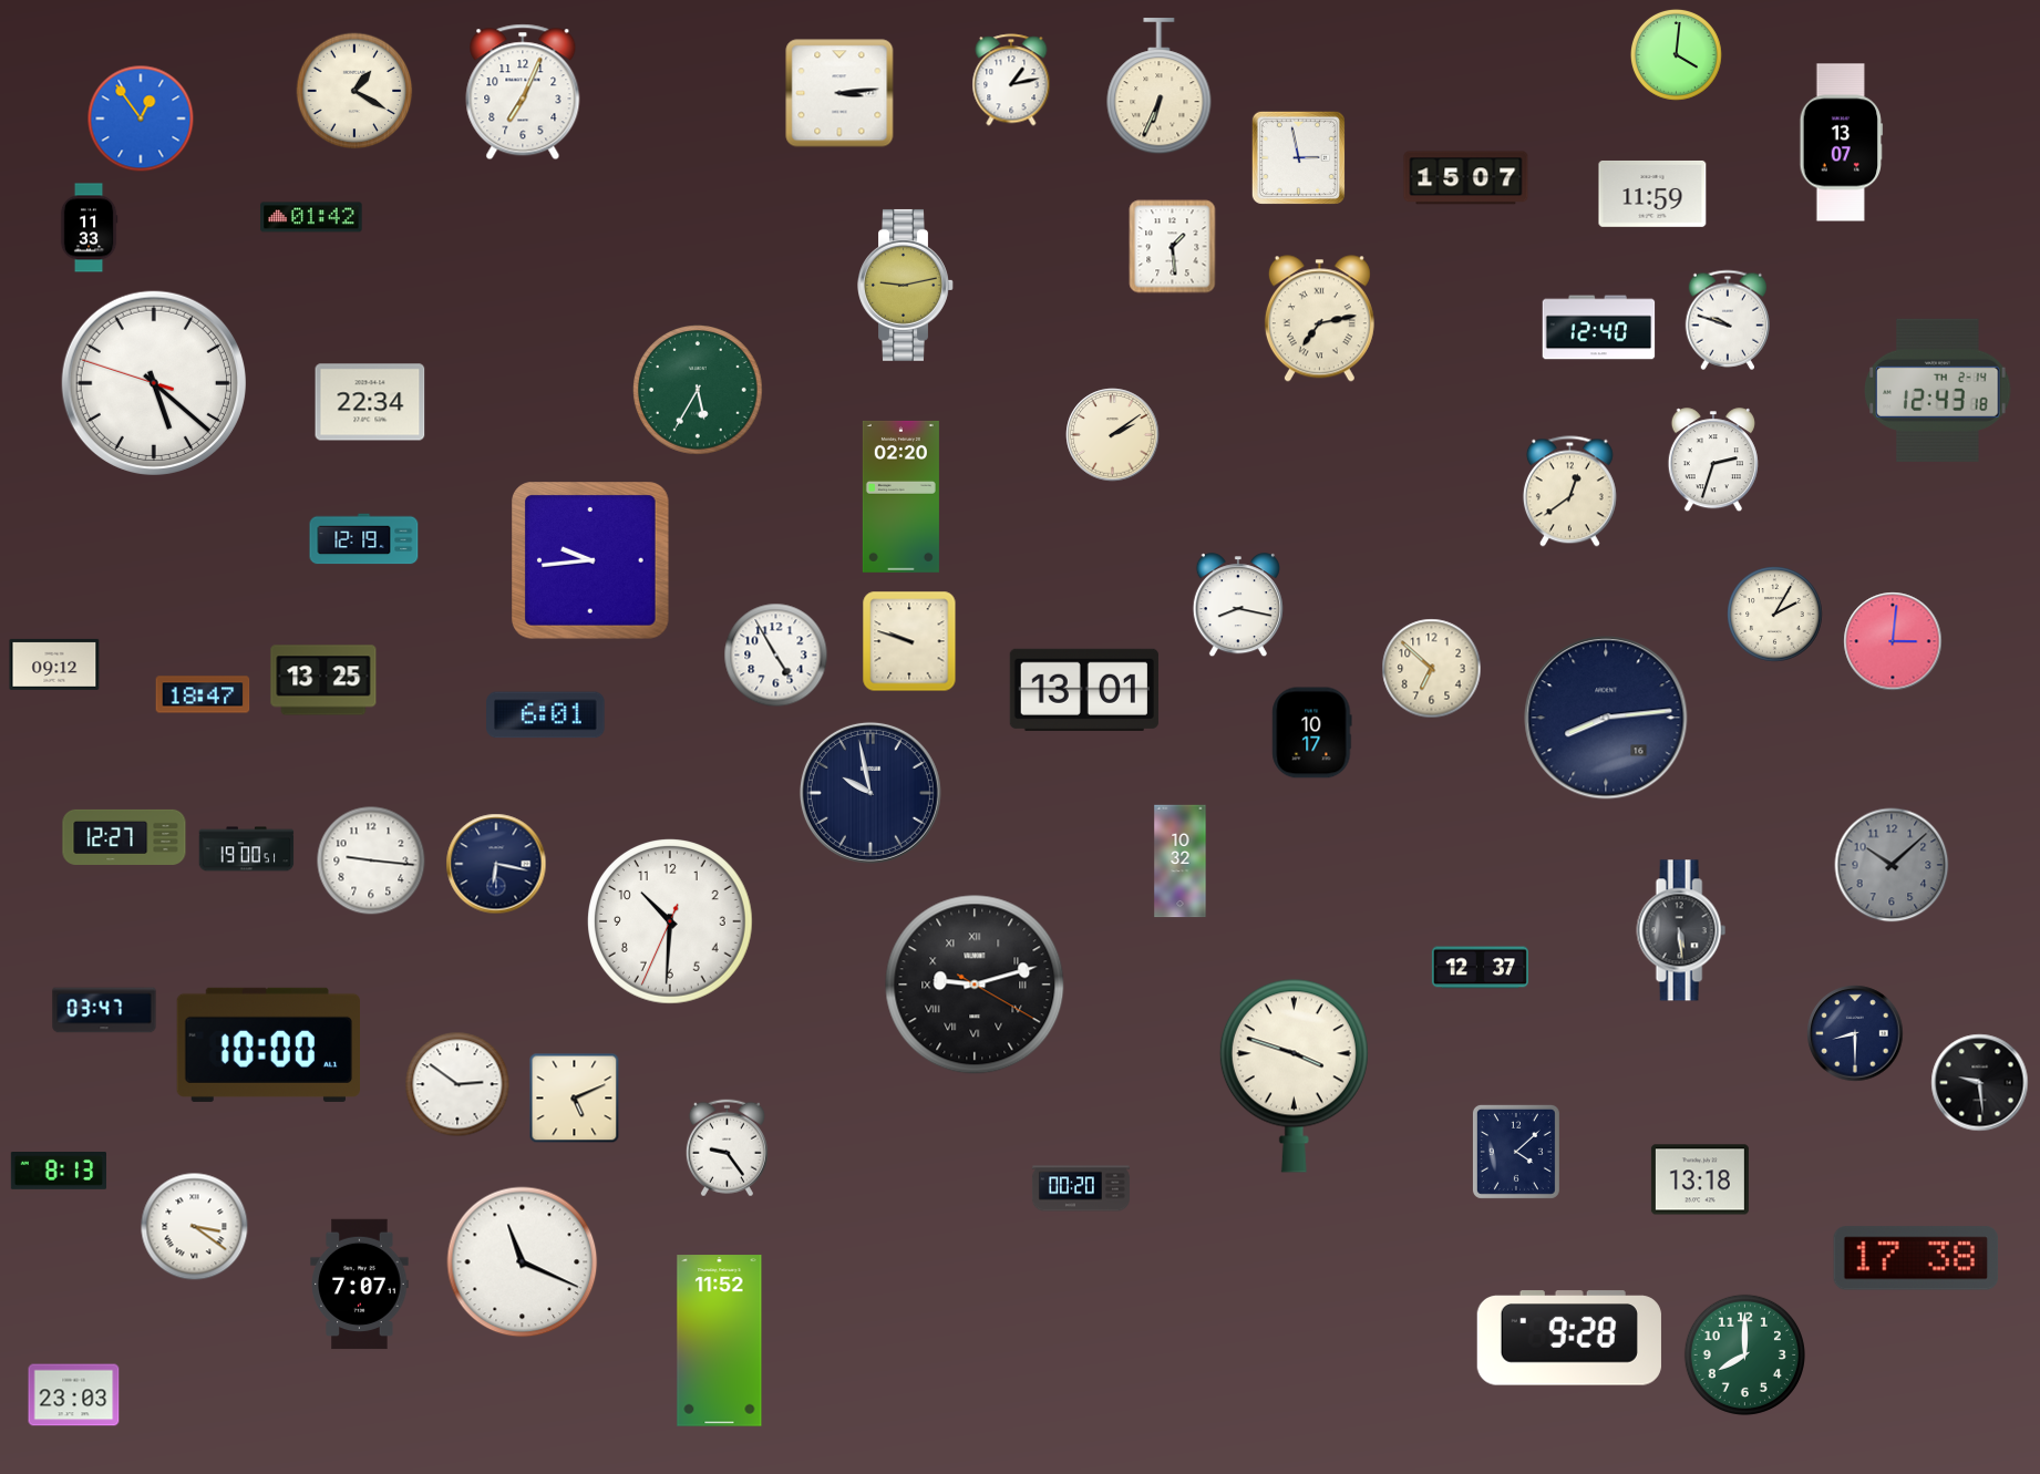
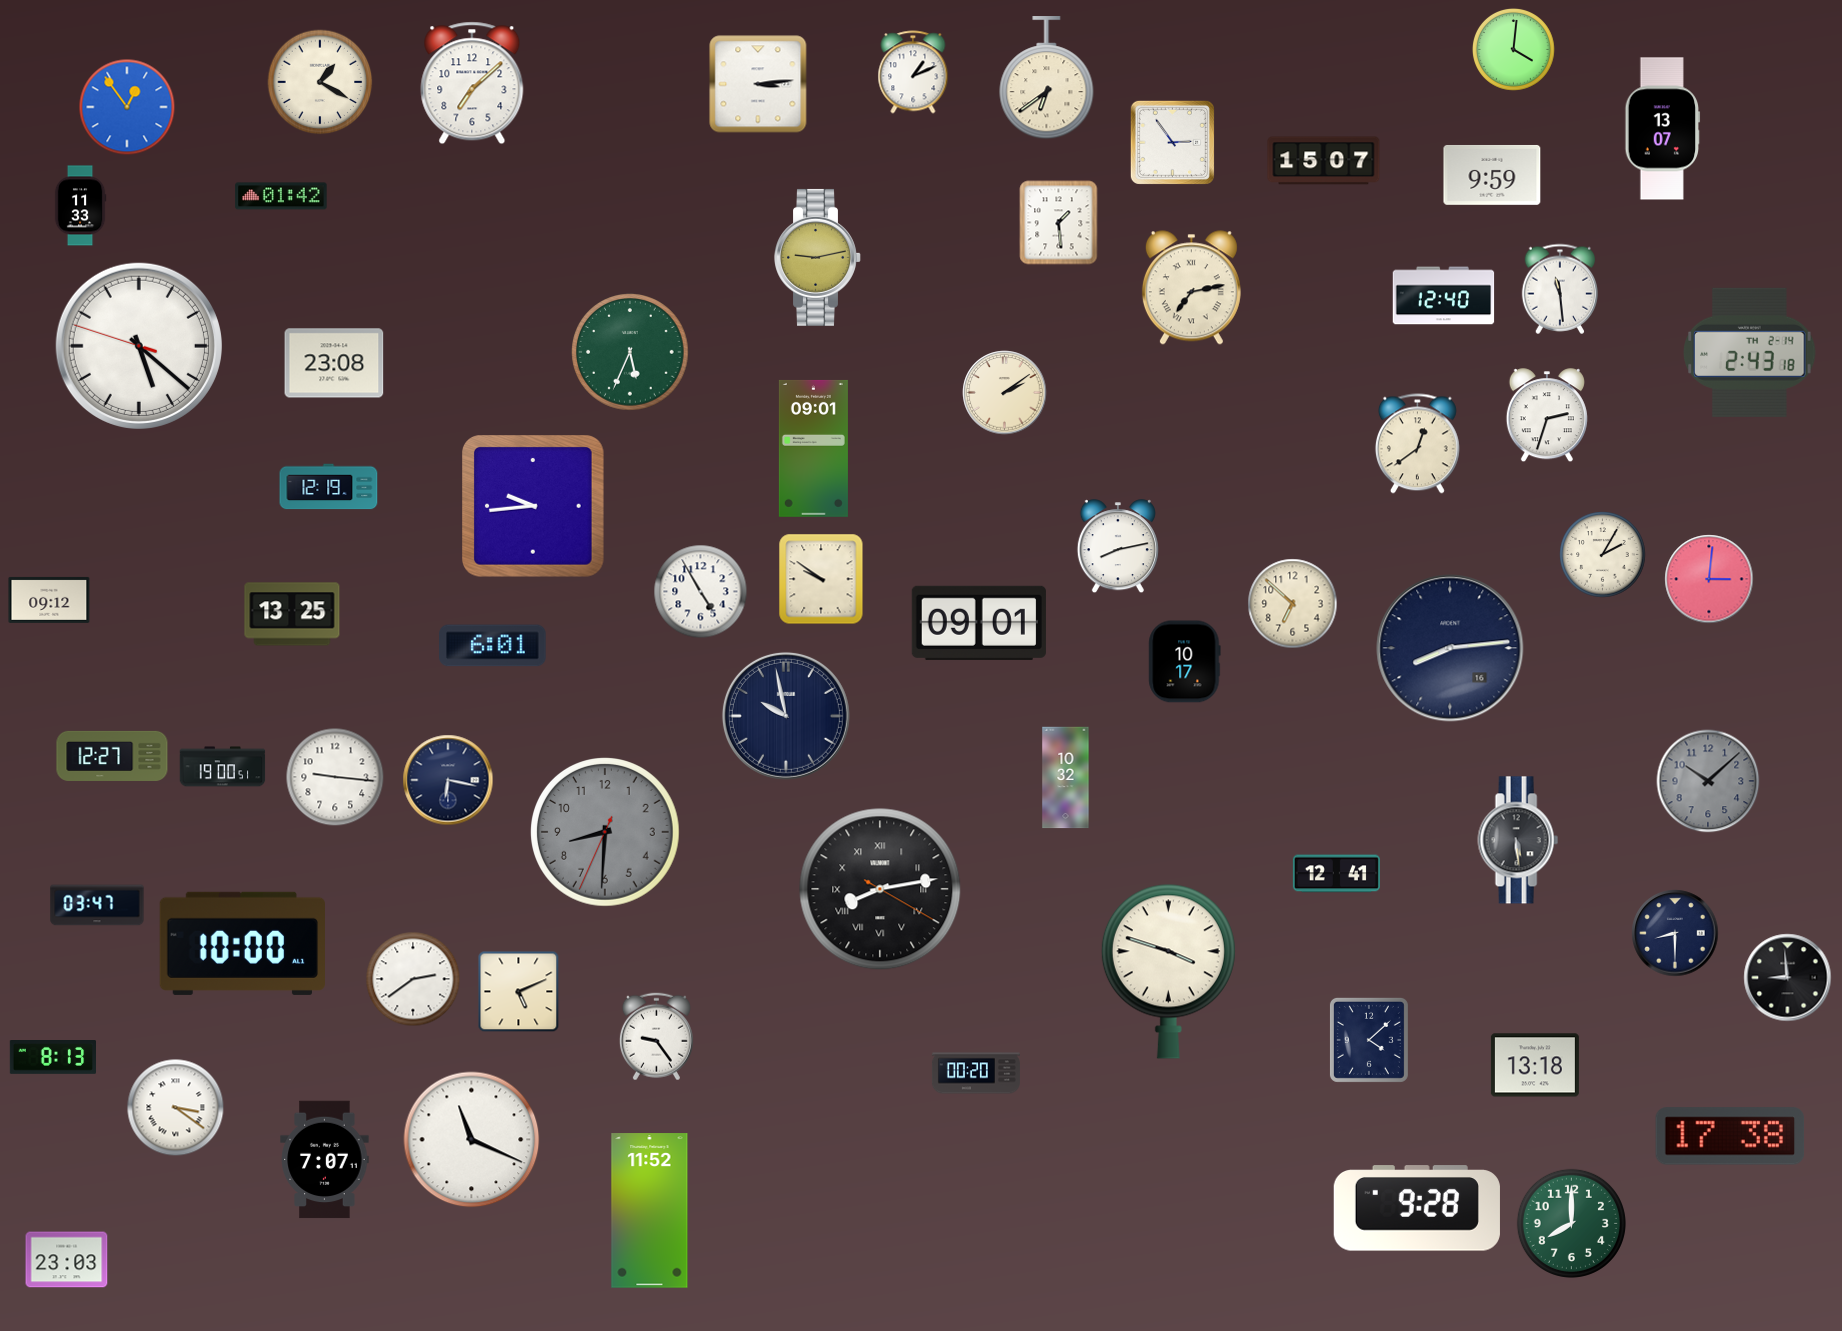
clock at (1011, 80): 1:13 -> 1:11
clock at (1160, 86): 6:34 -> 6:39
clock at (523, 92): 7:04 -> 7:08
clock at (1298, 157): 2:58 -> 2:54
clock at (1652, 194): 11:59 -> 9:59
clock at (1727, 320): 9:48 -> 11:29
clock at (698, 390): 5:35 -> 5:34
clock at (1938, 390): 12:43 -> 2:43
clock at (370, 402): 22:34 -> 23:08
clock at (900, 496): 02:20 -> 09:01
clock at (1238, 606): 8:17 -> 8:13
clock at (909, 641): 9:48 -> 9:51
clock at (1084, 690): 13:01 -> 09:01
clock at (203, 694): 18:47 -> none
clock at (671, 922): 10:30 -> 8:30
clock at (671, 922) dial: white -> grey
clock at (1480, 968): 12:37 -> 12:41
clock at (975, 985): 9:12 -> 8:13
clock at (104, 1010) position: (104, 1010) -> (97, 905)
clock at (1980, 1083): 9:29 -> 8:59
clock at (457, 1084): 2:51 -> 2:39
clock at (1744, 1354) position: (1744, 1354) -> (1571, 1223)
